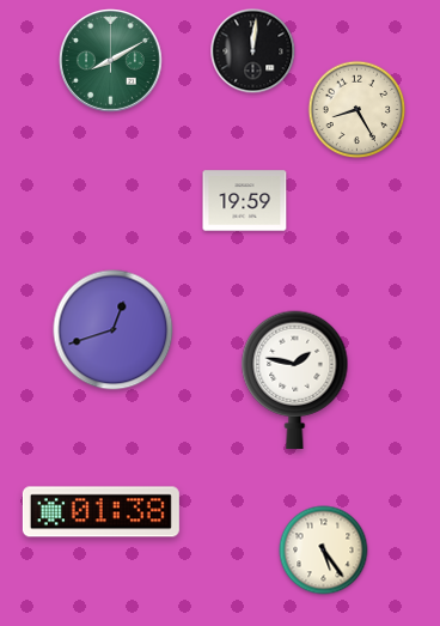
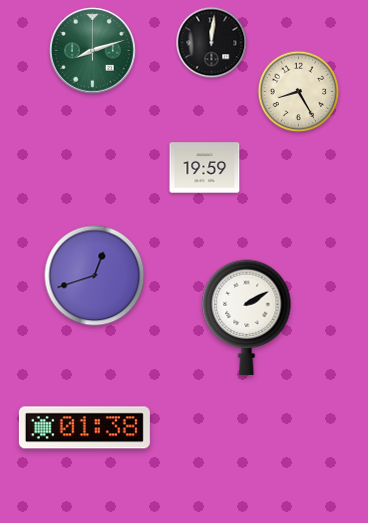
clock at (111, 61): 8:10 -> 8:12
clock at (295, 379): 1:47 -> 2:10
clock at (324, 551): 5:24 -> none
